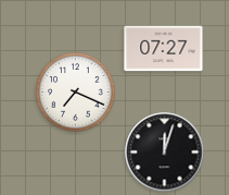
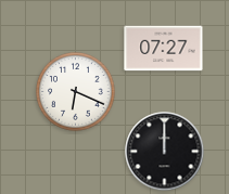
clock at (76, 93): 7:19 -> 6:19
clock at (165, 153): 12:03 -> 12:00
